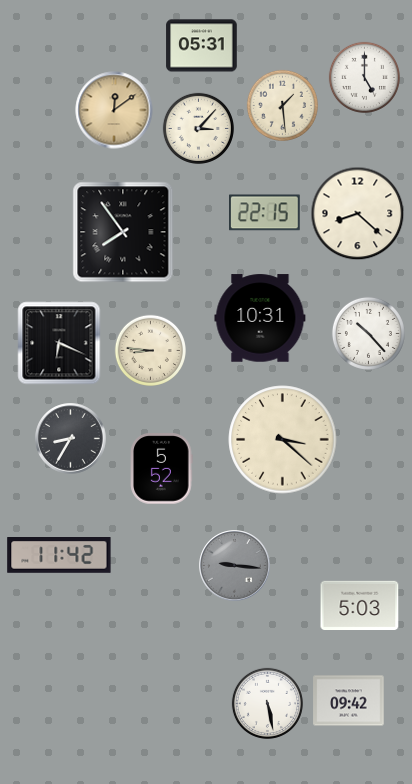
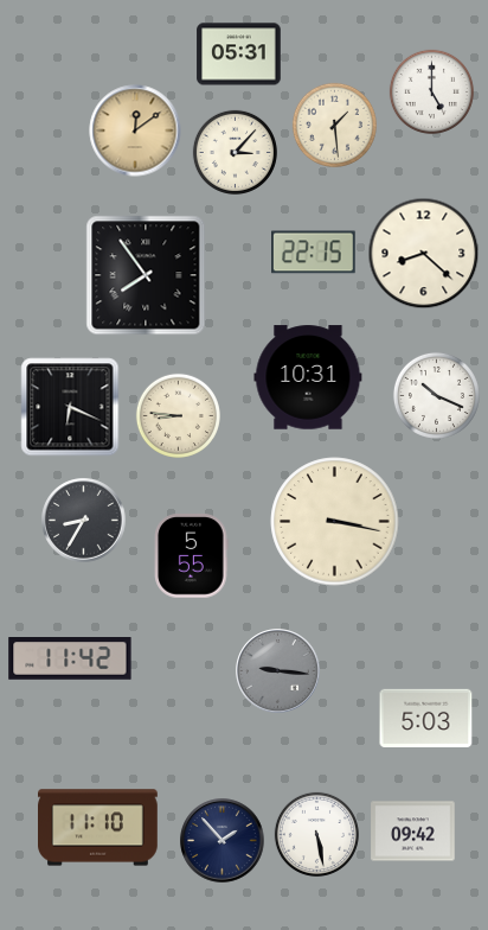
clock at (368, 333): 10:23 -> 10:19
clock at (283, 440): 3:22 -> 3:17
clock at (162, 469): 5:52 -> 5:55
clock at (98, 828): none -> 11:10
clock at (223, 841): none -> 1:53
